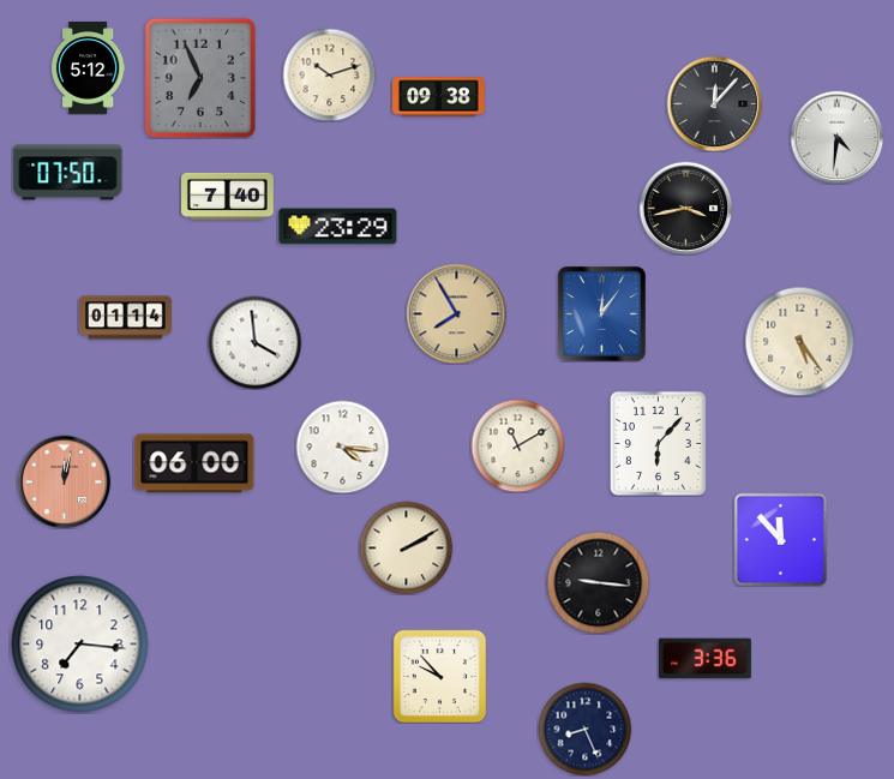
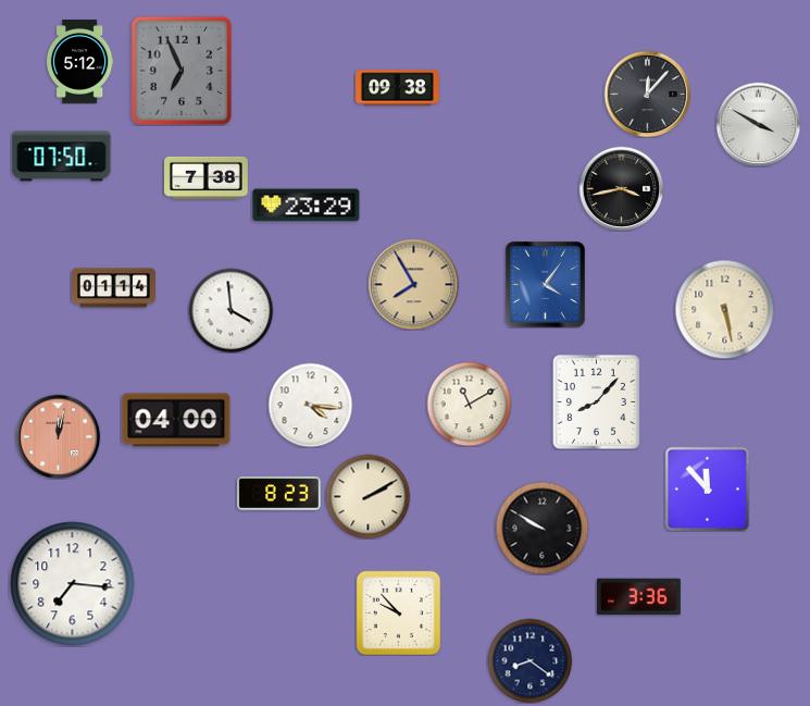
clock at (329, 74): 10:12 -> none
clock at (836, 137): 4:31 -> 3:50
clock at (228, 196): 7:40 -> 7:38
clock at (601, 313): 12:06 -> 4:06
clock at (799, 341): 5:24 -> 5:28
clock at (658, 443): 6:07 -> 8:07
clock at (194, 463): 06:00 -> 04:00
clock at (278, 493): none -> 8:23
clock at (598, 582): 9:16 -> 9:50
clock at (584, 729): 8:26 -> 8:21
